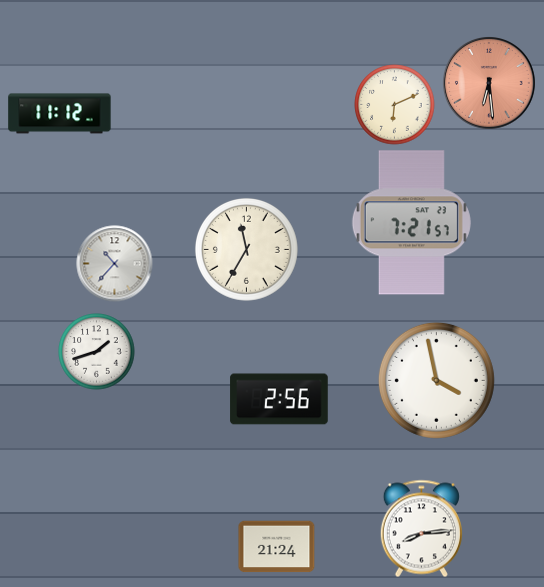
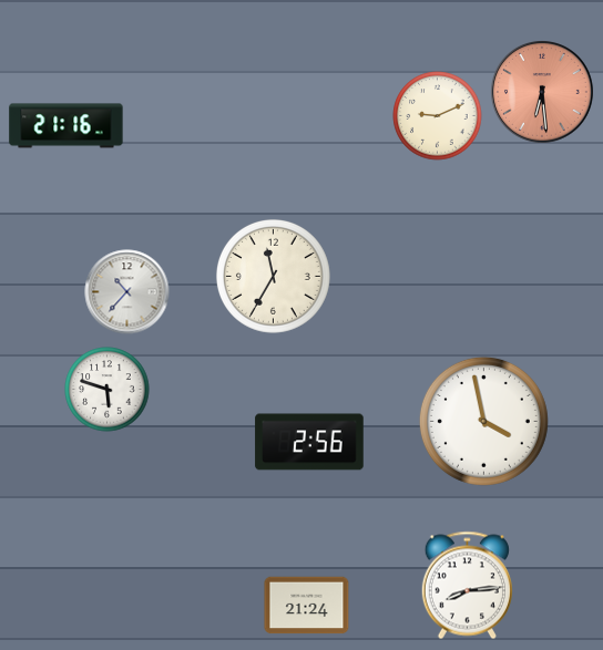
clock at (395, 105): 6:11 -> 9:11
clock at (60, 114): 11:12 -> 21:16
clock at (411, 223): 7:21 -> none
clock at (97, 352): 1:42 -> 5:48
